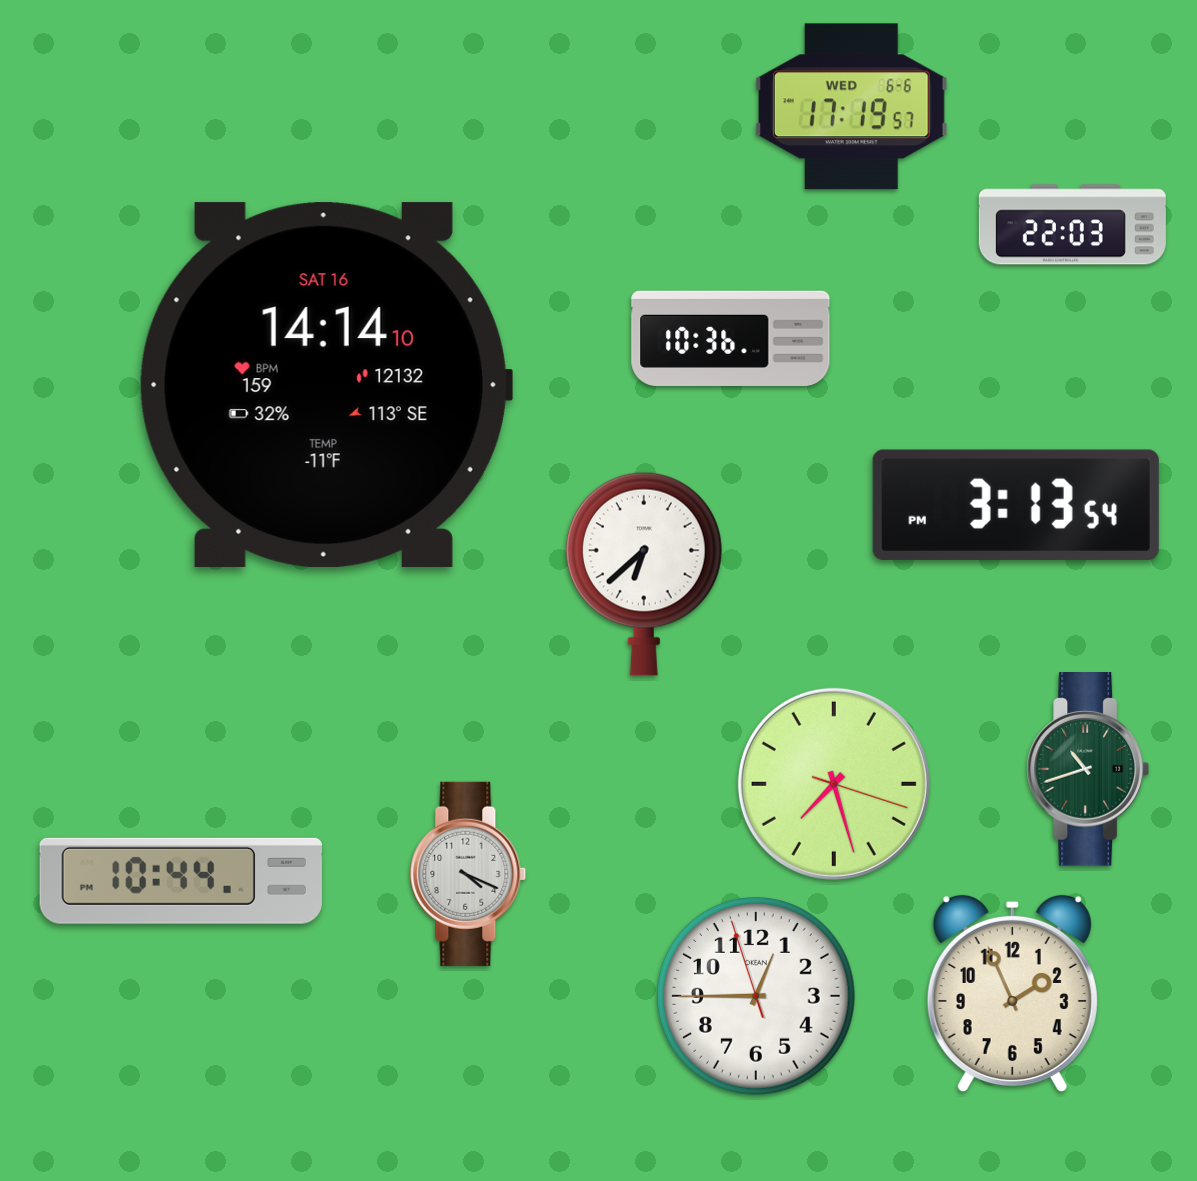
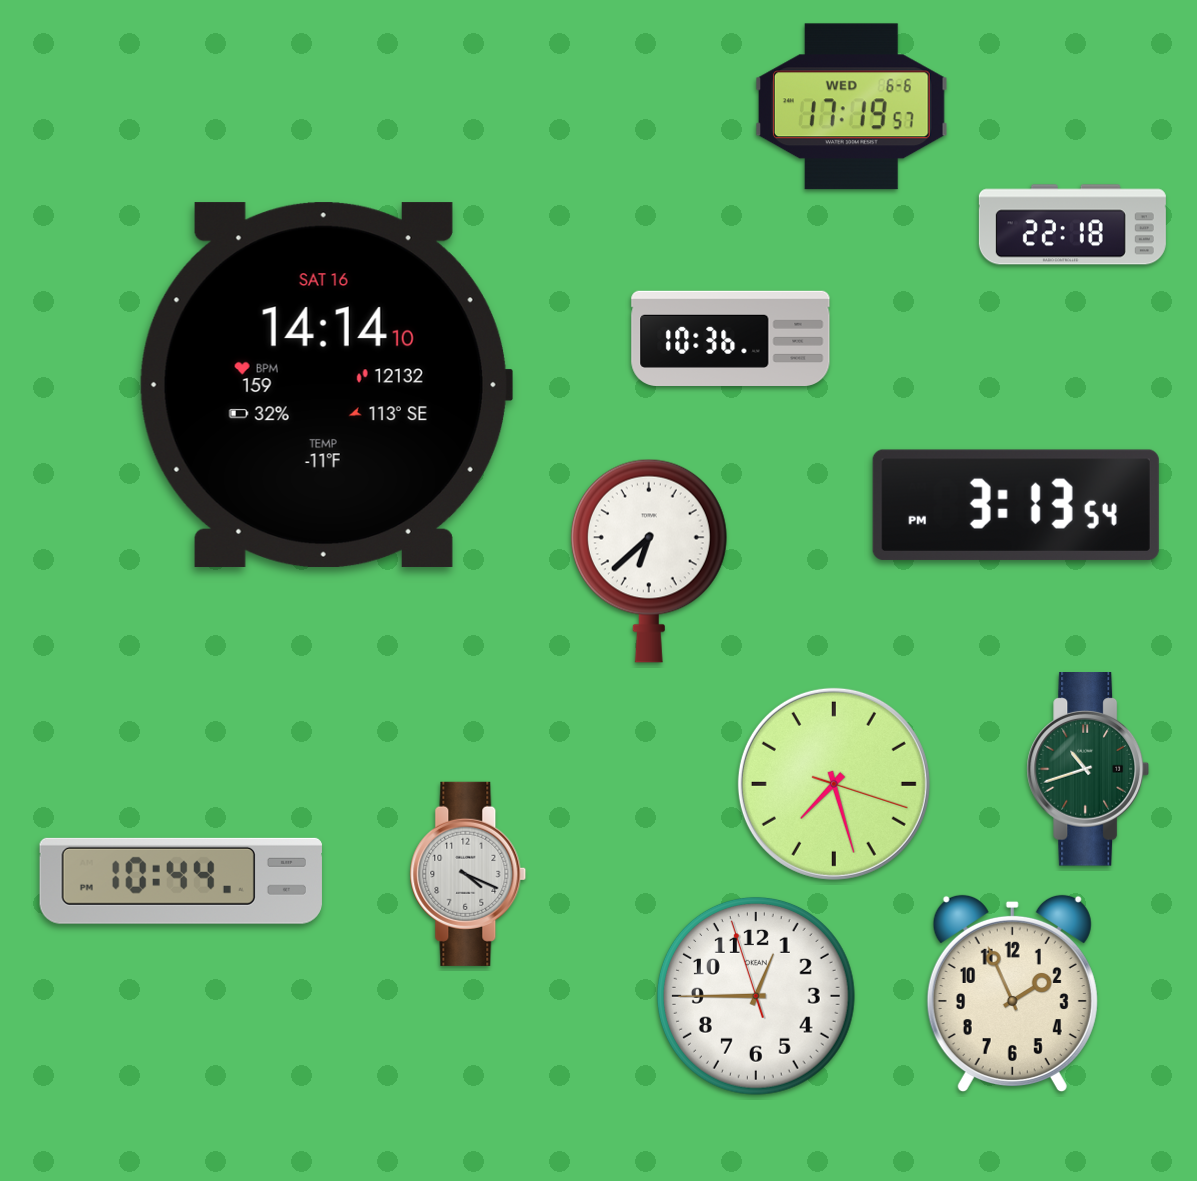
clock at (1072, 225): 22:03 -> 22:18
clock at (644, 574) position: (644, 574) -> (649, 561)
